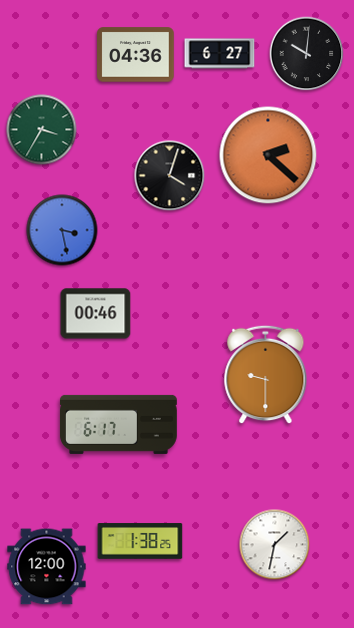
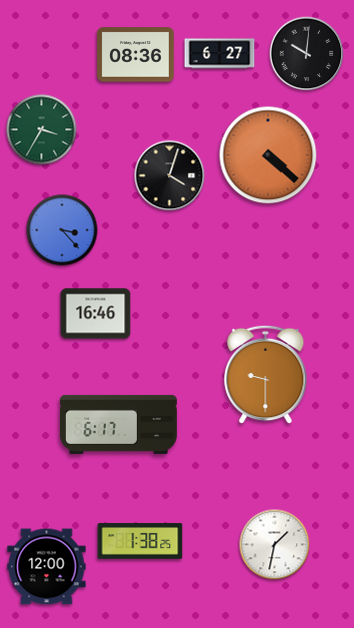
clock at (136, 55): 04:36 -> 08:36
clock at (268, 155): 2:22 -> 4:22
clock at (62, 230): 3:28 -> 3:23
clock at (96, 314): 00:46 -> 16:46
